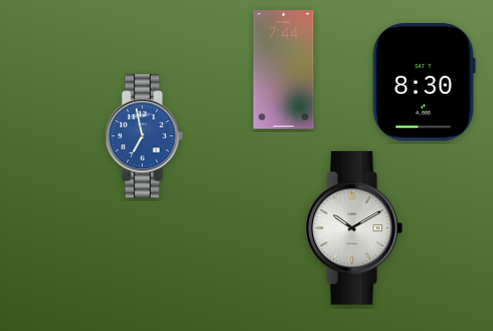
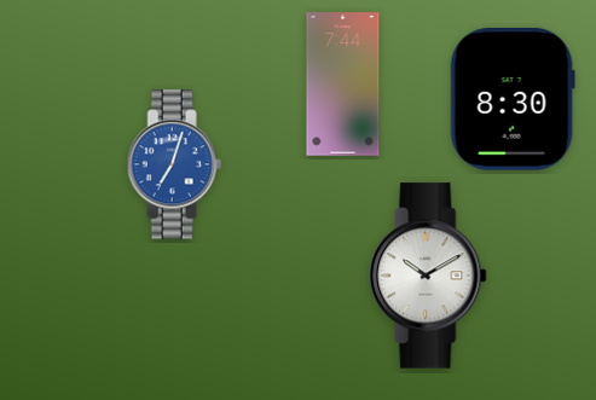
clock at (144, 136): 6:58 -> 7:03
